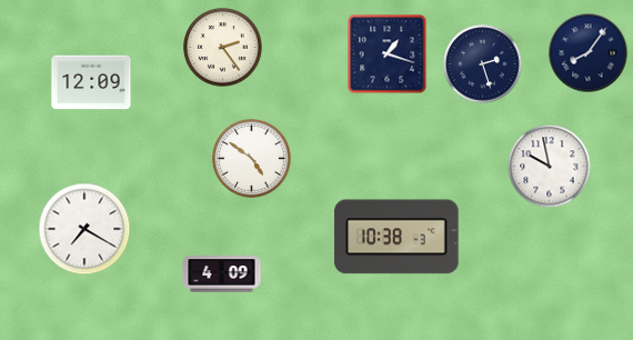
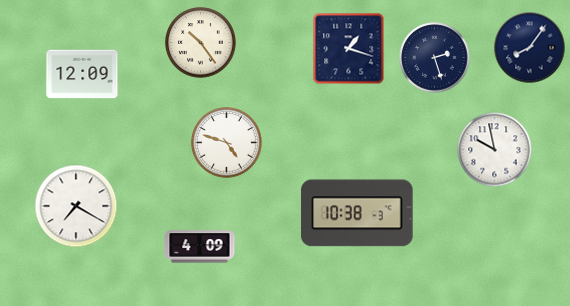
clock at (223, 48): 2:24 -> 10:24
clock at (252, 159): 4:51 -> 4:48
